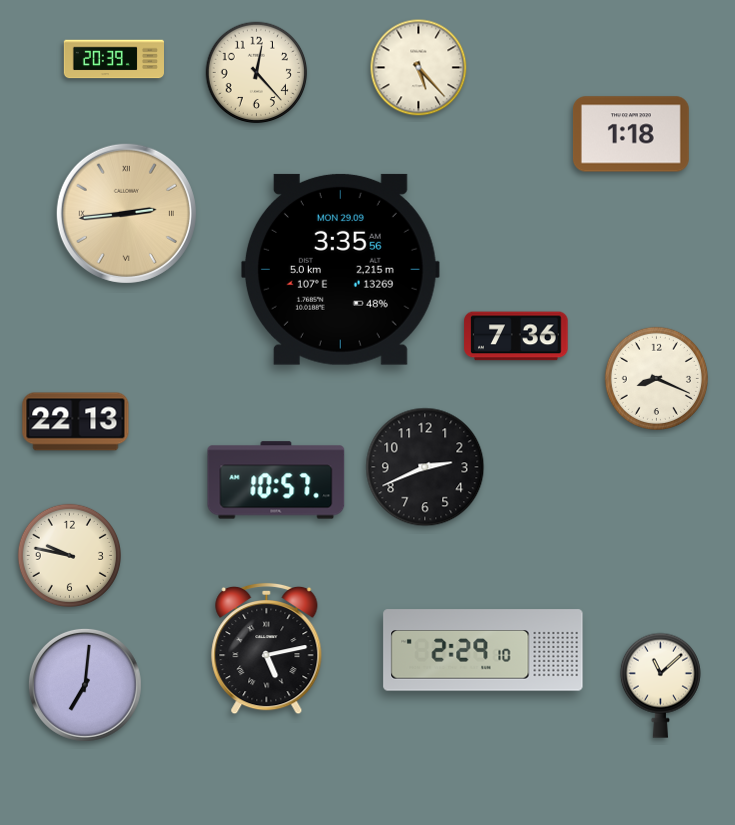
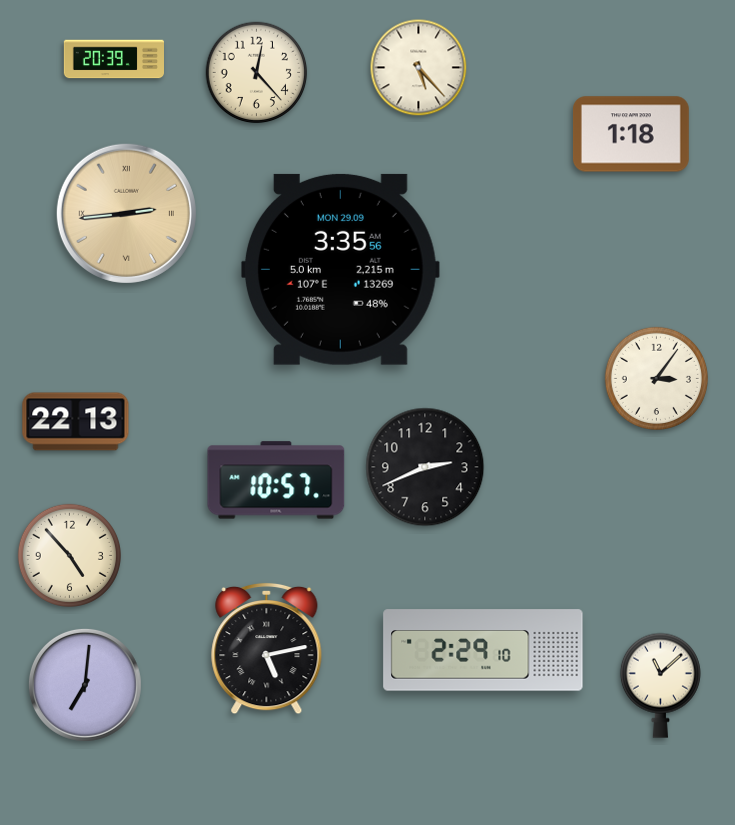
clock at (516, 336): 7:36 -> none
clock at (656, 378): 8:19 -> 3:06
clock at (69, 555): 9:47 -> 4:53
